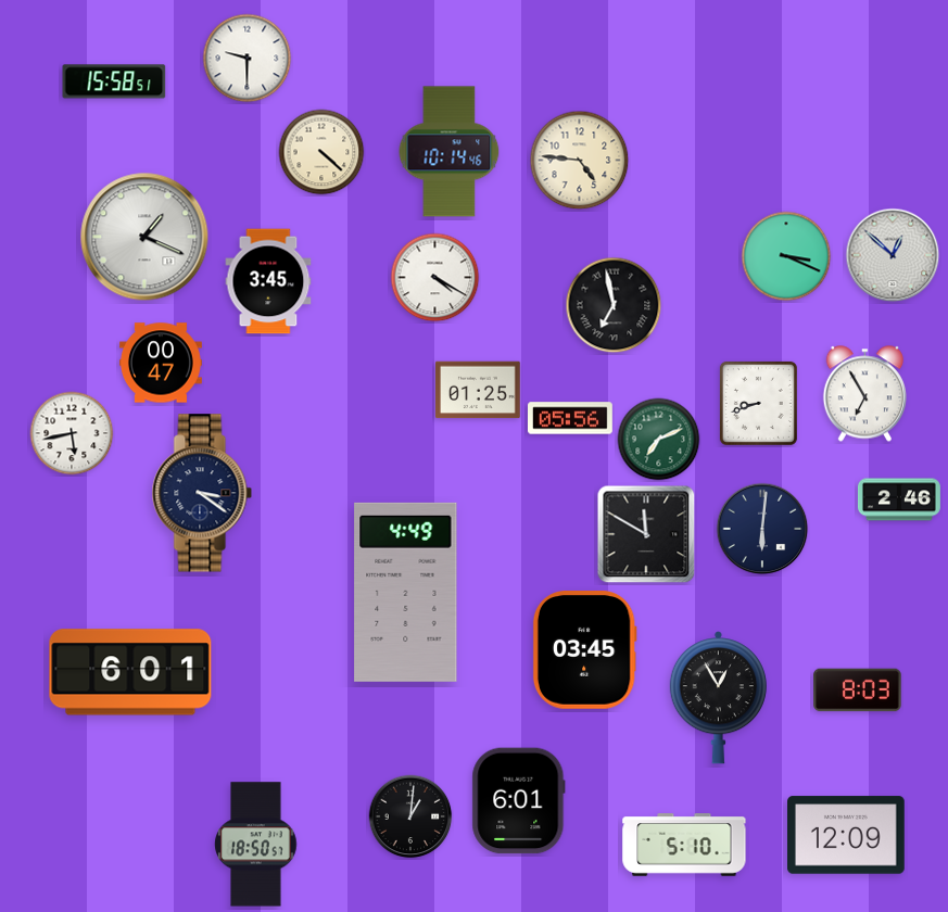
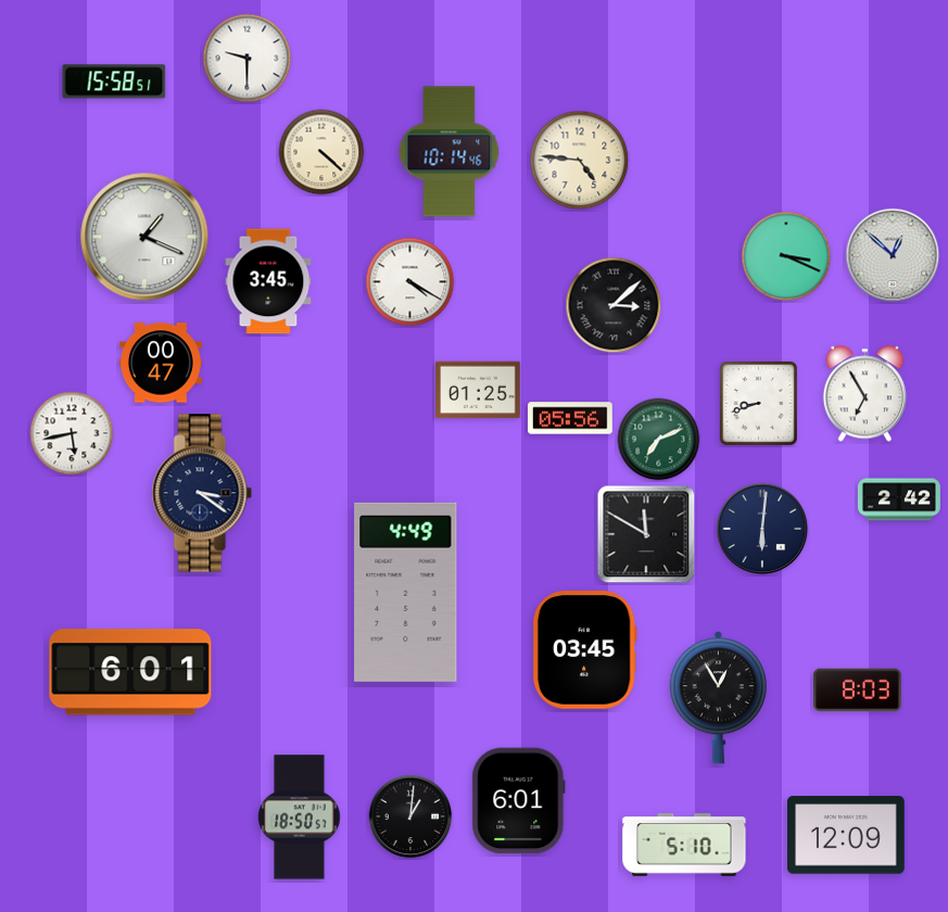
clock at (435, 278) position: (435, 278) -> (410, 282)
clock at (614, 305): 6:58 -> 3:08
clock at (899, 499): 2:46 -> 2:42
clock at (256, 845) position: (256, 845) -> (300, 818)
